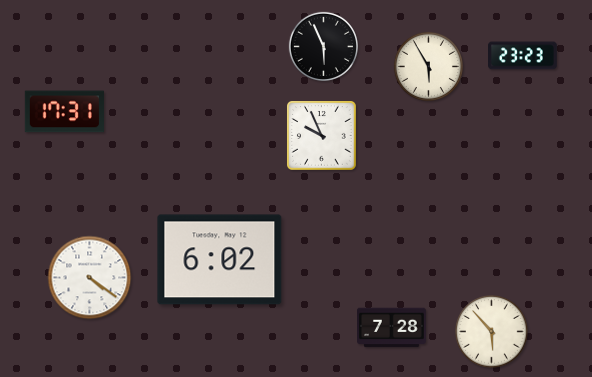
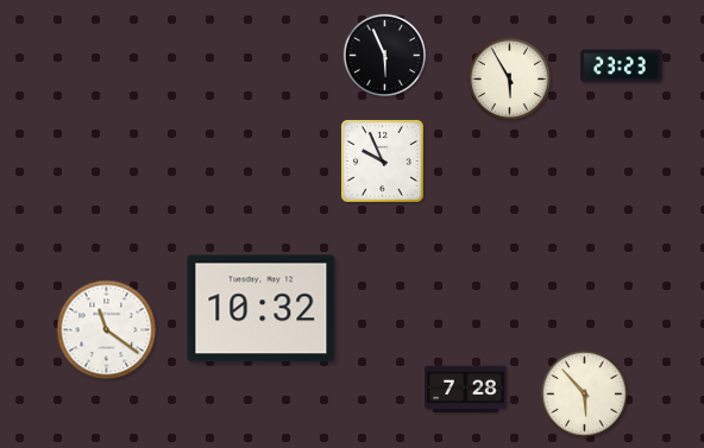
clock at (64, 112): 17:31 -> none
clock at (220, 260): 6:02 -> 10:32
clock at (90, 278): 4:21 -> 11:21
